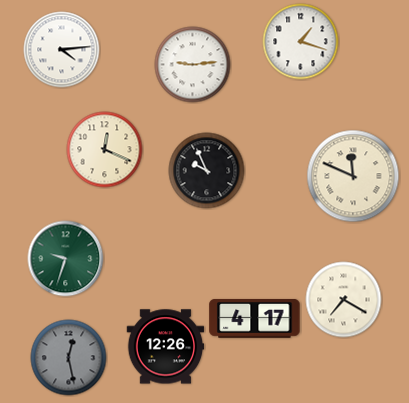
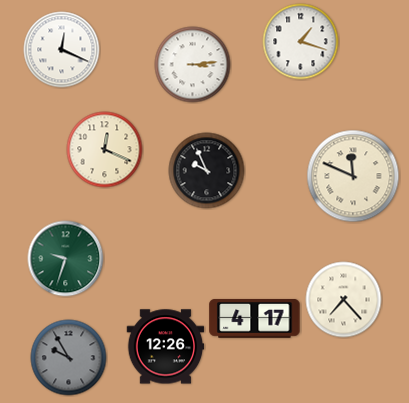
clock at (62, 50): 4:14 -> 12:19
clock at (193, 65): 9:14 -> 3:14
clock at (344, 300): 7:20 -> 7:23
clock at (69, 358): 12:28 -> 9:55
